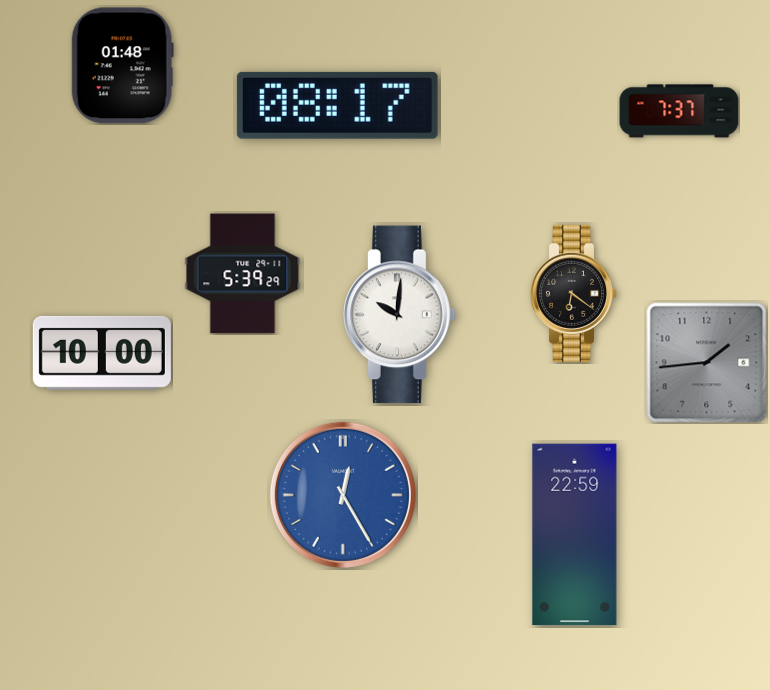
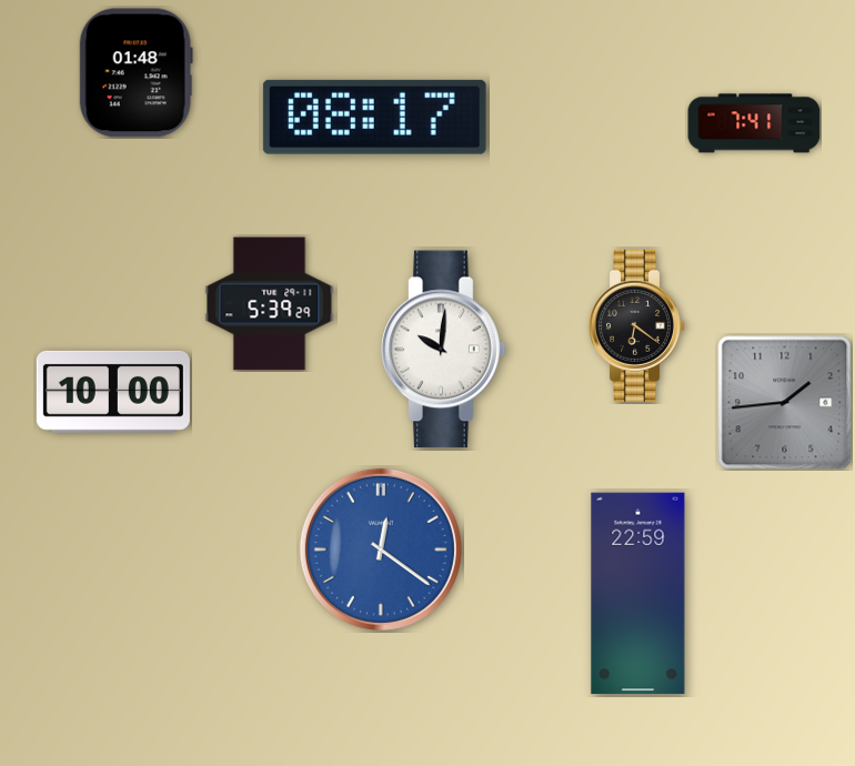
clock at (679, 111): 7:37 -> 7:41
clock at (343, 495): 12:25 -> 12:21
